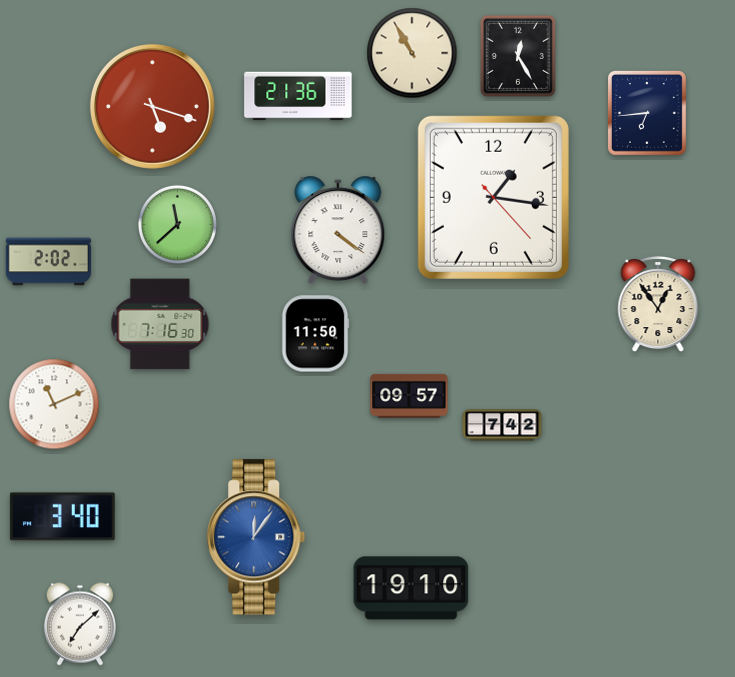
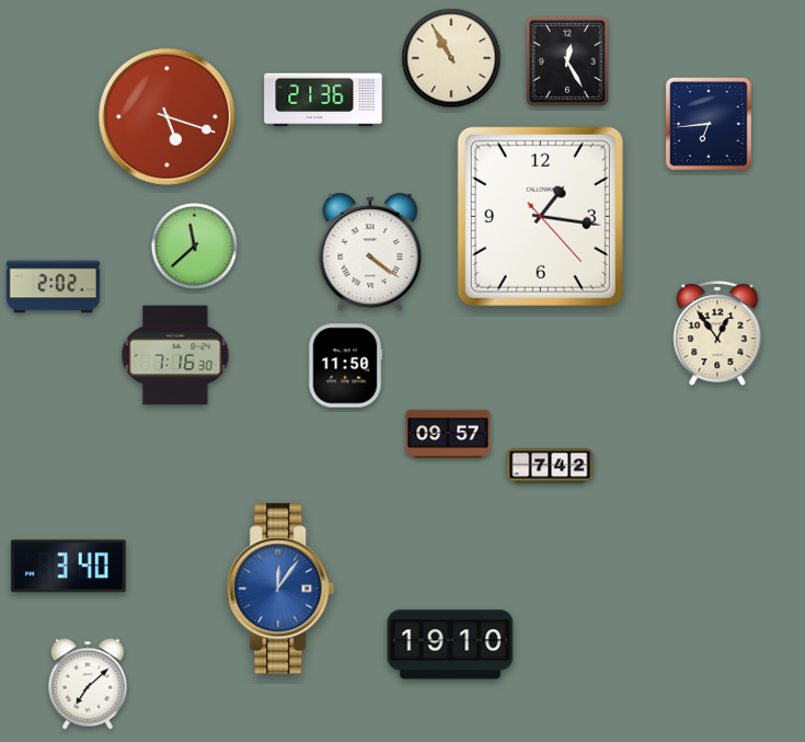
clock at (298, 96) position: (298, 96) -> (323, 100)
clock at (658, 305) position: (658, 305) -> (717, 334)
clock at (54, 404): 11:11 -> none
